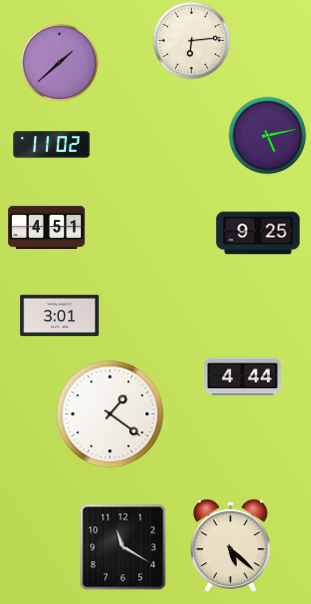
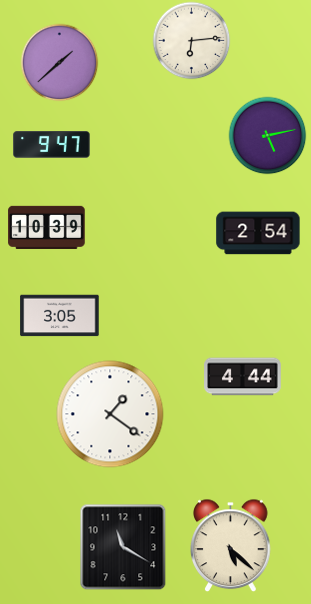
clock at (52, 145): 11:02 -> 9:47
clock at (47, 227): 4:51 -> 10:39
clock at (258, 233): 9:25 -> 2:54
clock at (60, 316): 3:01 -> 3:05
